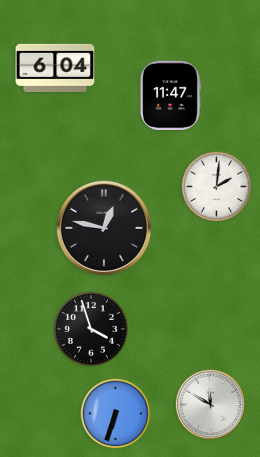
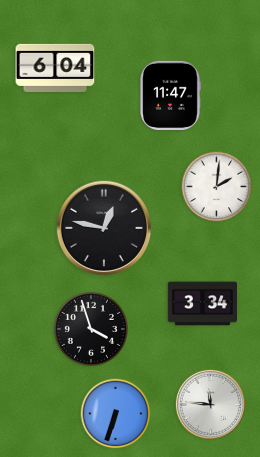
clock at (202, 304): none -> 3:34
clock at (210, 404): 11:50 -> 11:46
